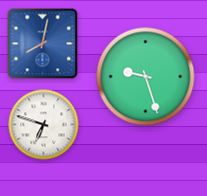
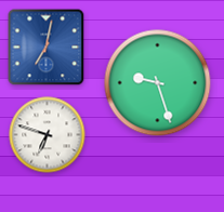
clock at (43, 44): 8:02 -> 7:02
